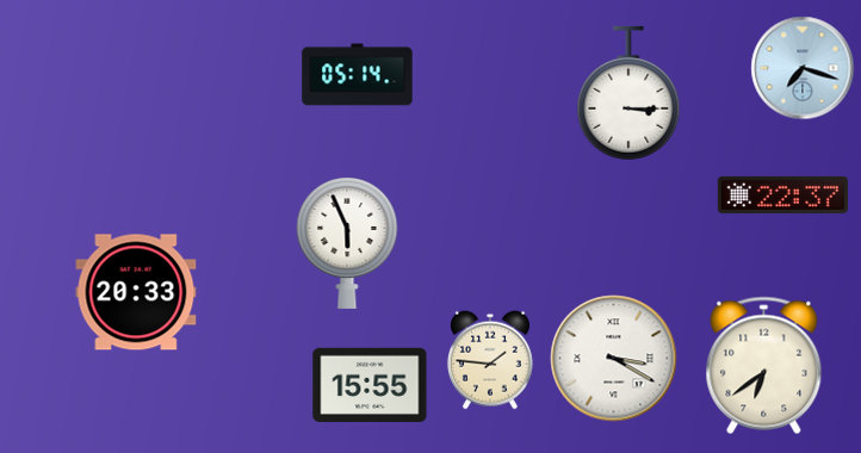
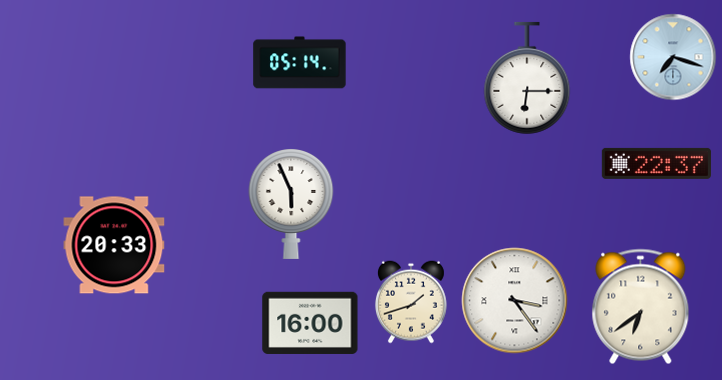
clock at (628, 93): 3:15 -> 6:15
clock at (614, 359): 3:20 -> 3:24
clock at (490, 360): 1:46 -> 1:42
clock at (370, 385): 15:55 -> 16:00
